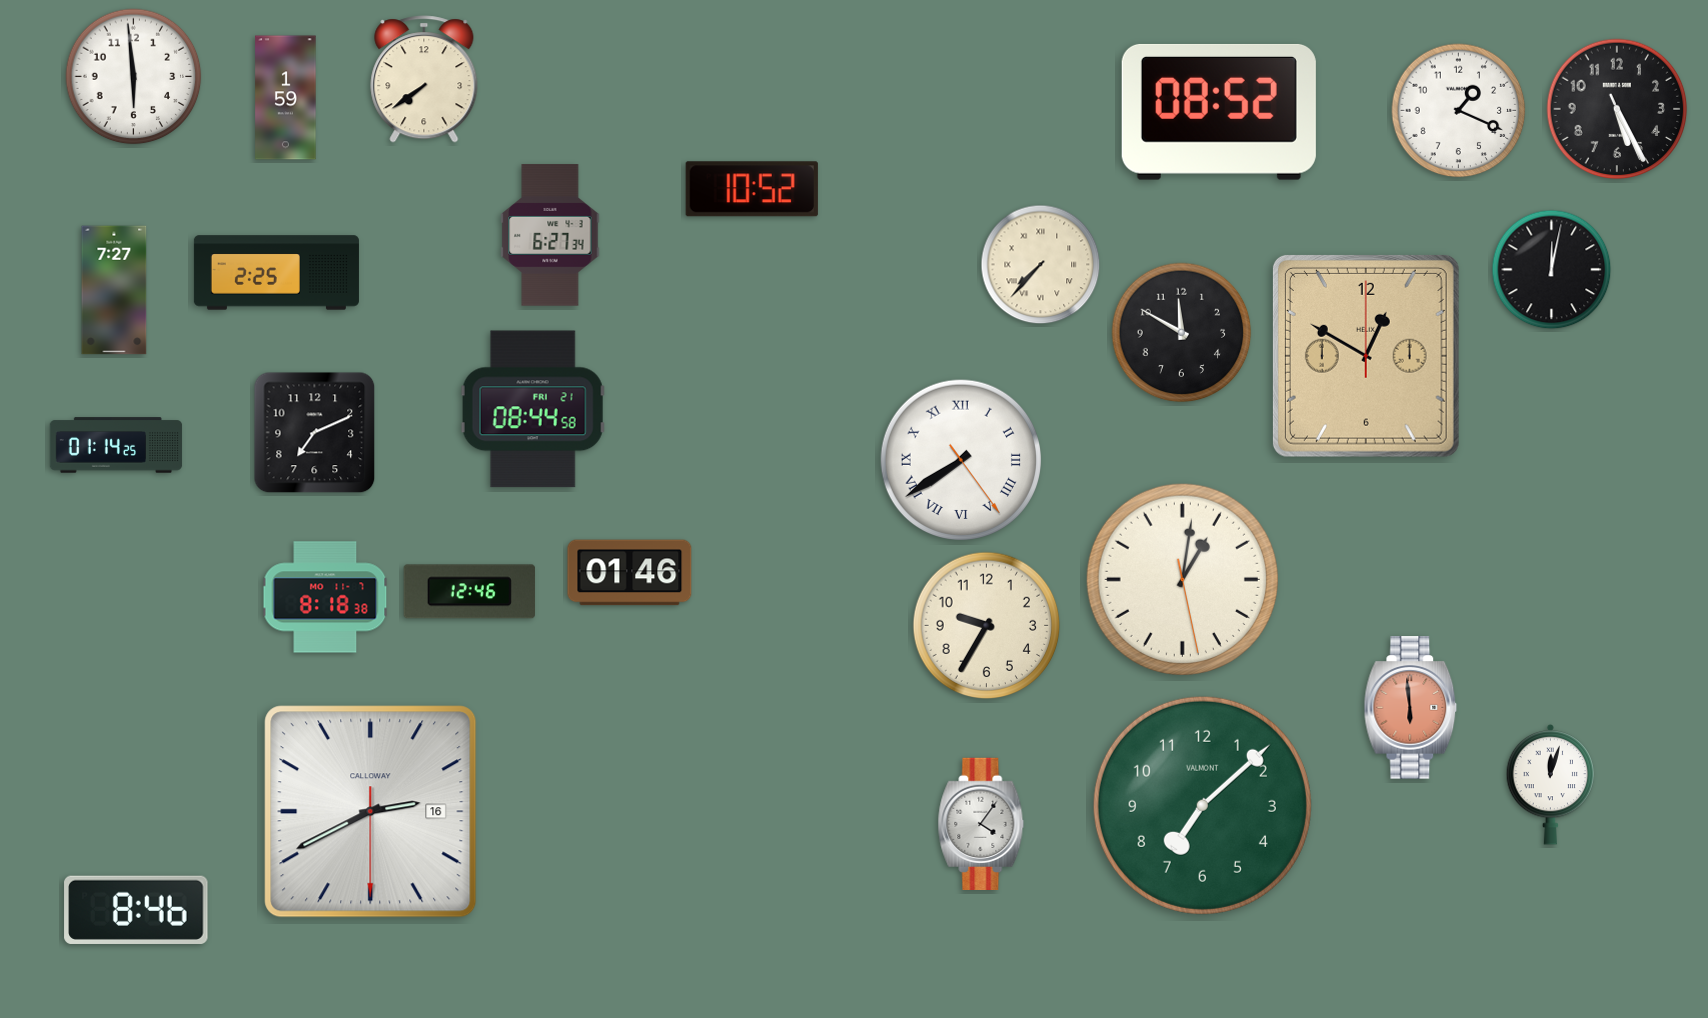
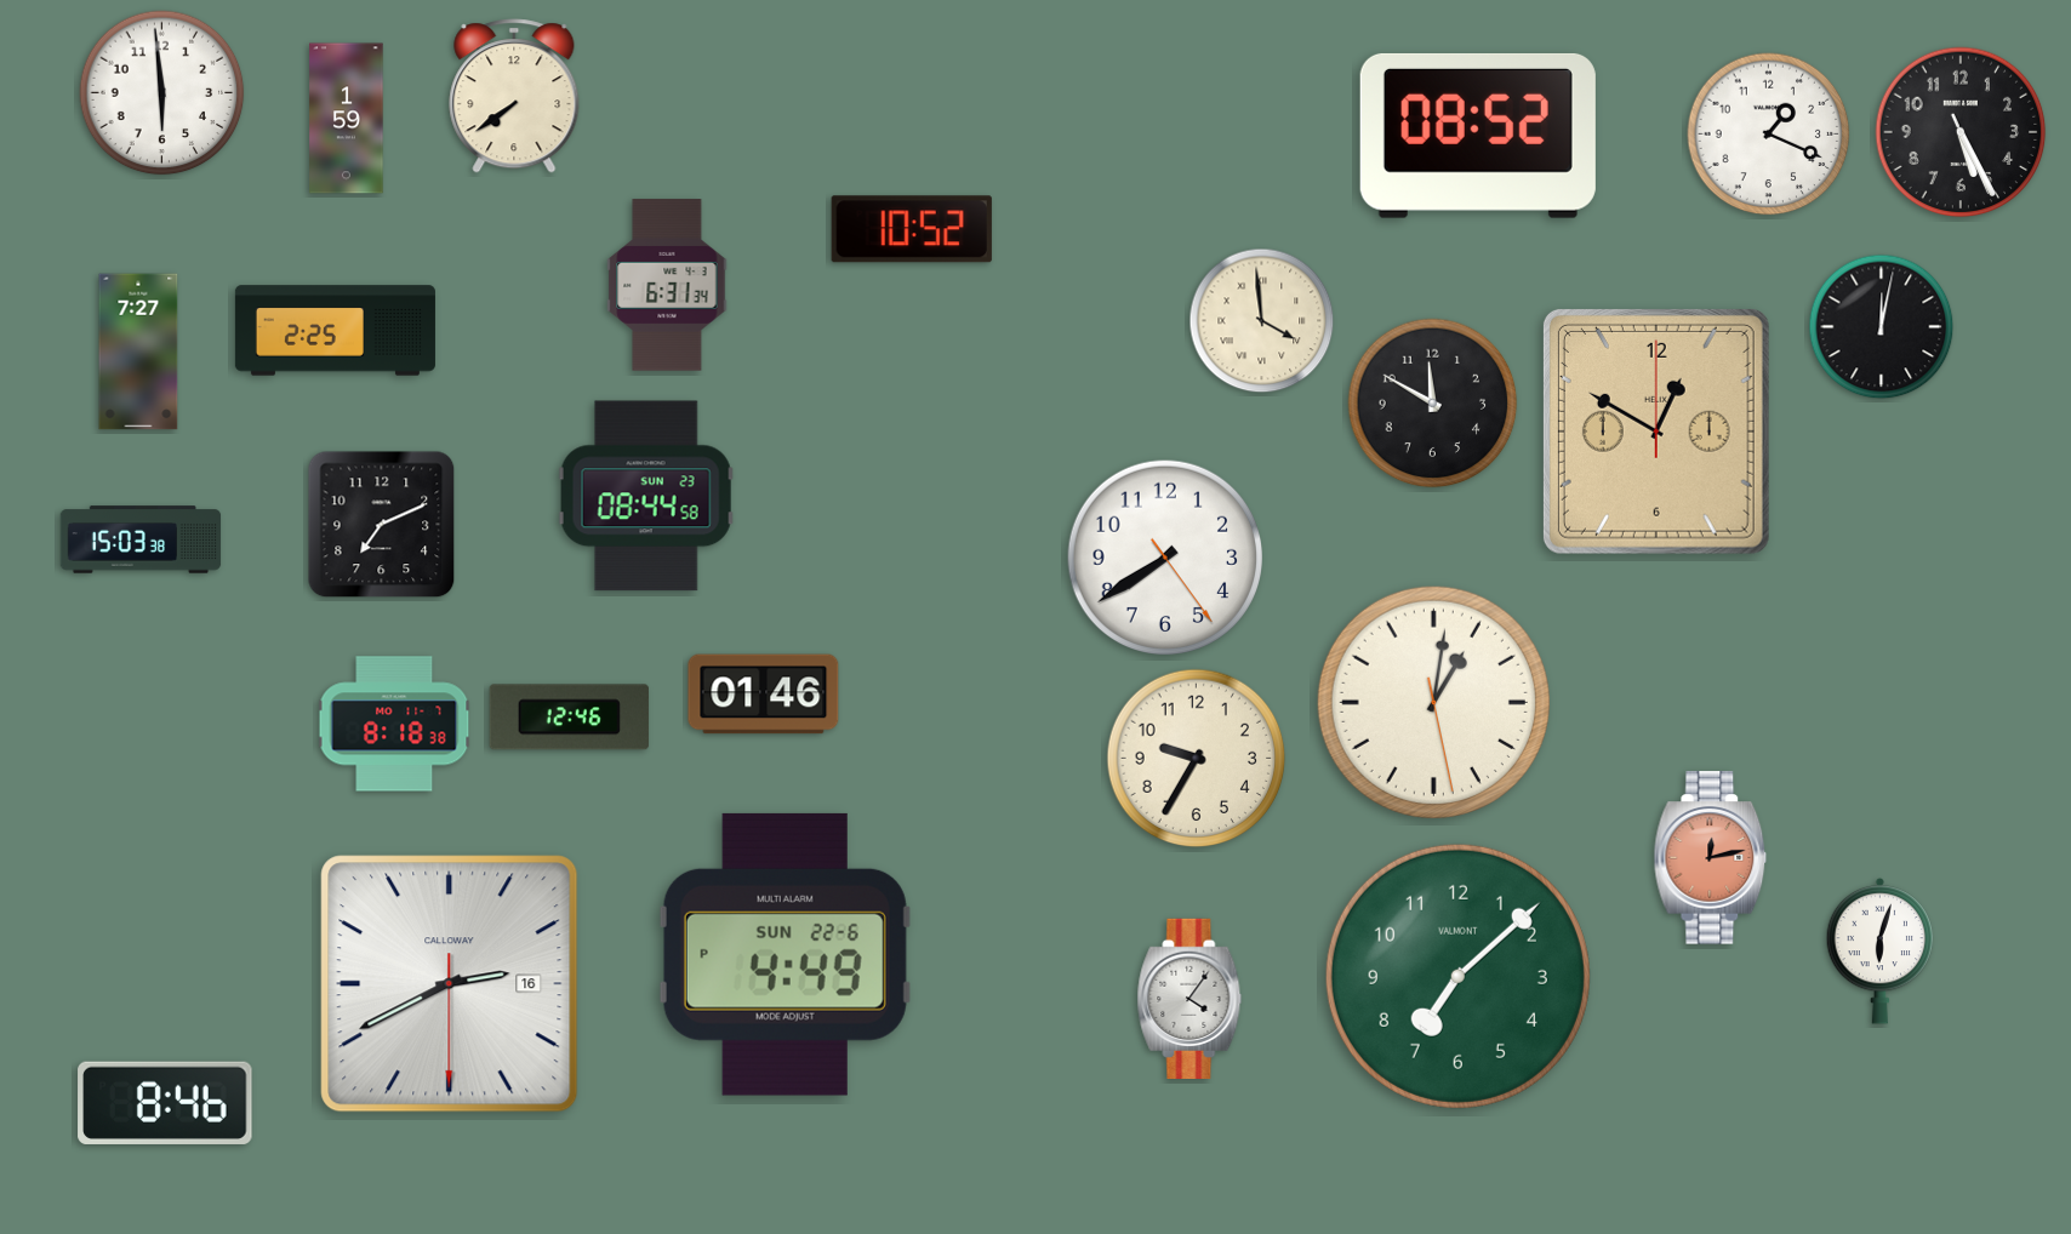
clock at (550, 235): 6:27 -> 6:31
clock at (1041, 265): 7:37 -> 3:59
clock at (533, 409) date: FRI 21 -> SUN 23
clock at (116, 445): 01:14 -> 15:03
clock at (960, 459) numerals: Roman -> Arabic
clock at (1411, 708): 5:59 -> 12:13
clock at (1551, 784): 12:03 -> 6:03
clock at (785, 954): none -> 4:49
